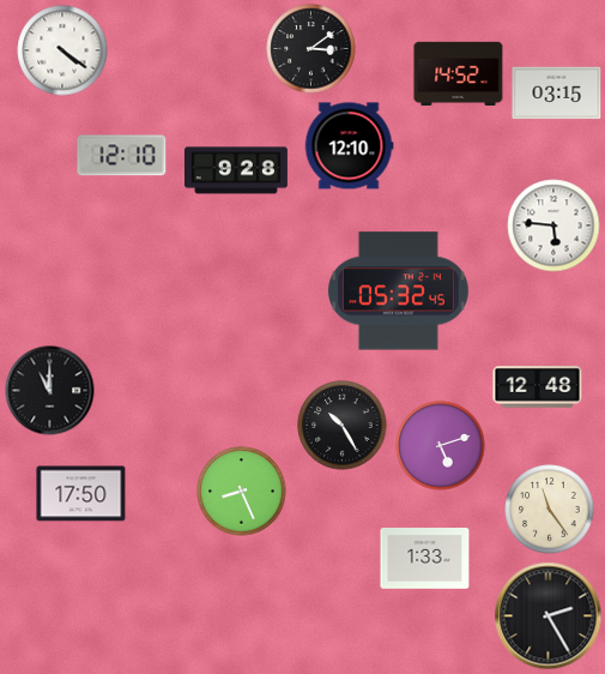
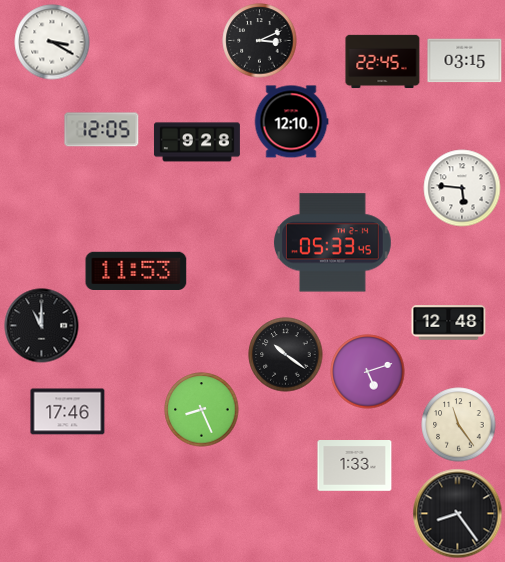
clock at (311, 49): 3:09 -> 3:11
clock at (62, 50): 4:21 -> 3:20
clock at (459, 74): 14:52 -> 22:45
clock at (557, 94) position: (557, 94) -> (465, 61)
clock at (122, 156): 12:10 -> 12:05
clock at (398, 291): 05:32 -> 05:33
clock at (136, 270): none -> 11:53
clock at (343, 426): 10:25 -> 10:21
clock at (81, 494): 17:50 -> 17:46
clock at (549, 616): 2:25 -> 8:24
